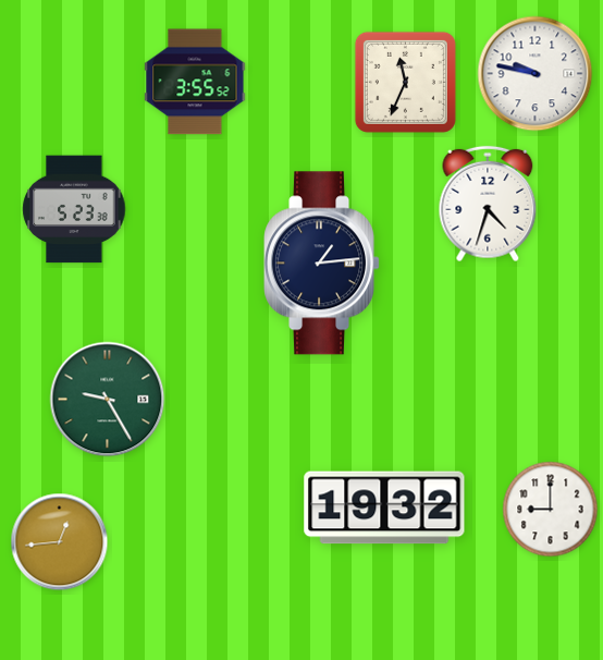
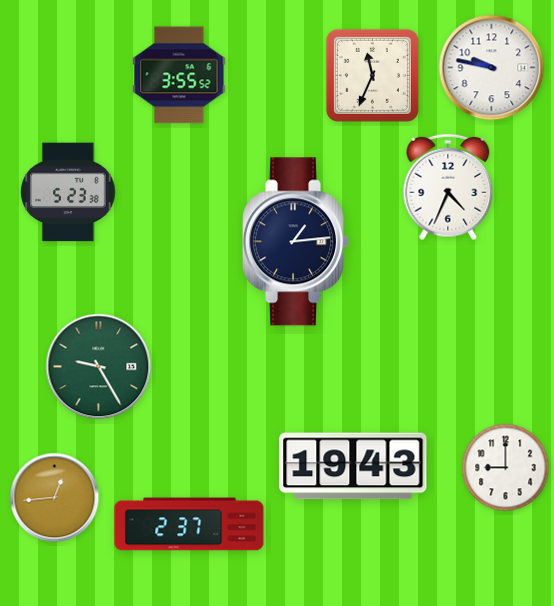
clock at (488, 204): 4:33 -> 4:34
clock at (384, 508): 19:32 -> 19:43
clock at (189, 524): none -> 2:37
